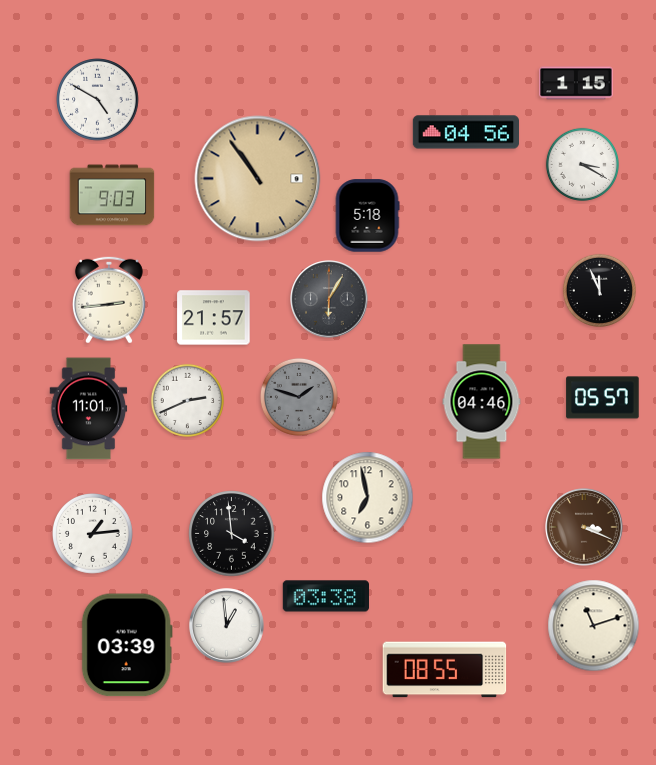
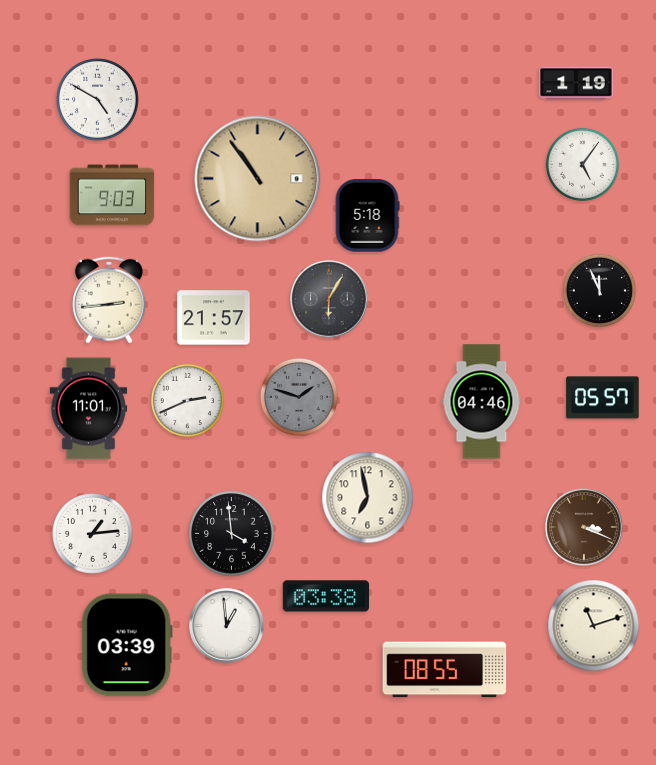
clock at (576, 83): 1:15 -> 1:19
clock at (465, 132): 04:56 -> none
clock at (582, 164): 3:20 -> 5:06
